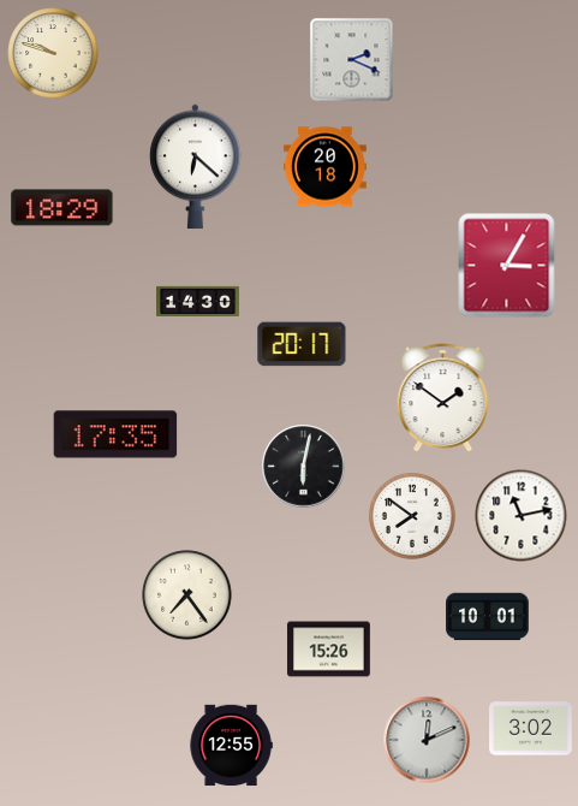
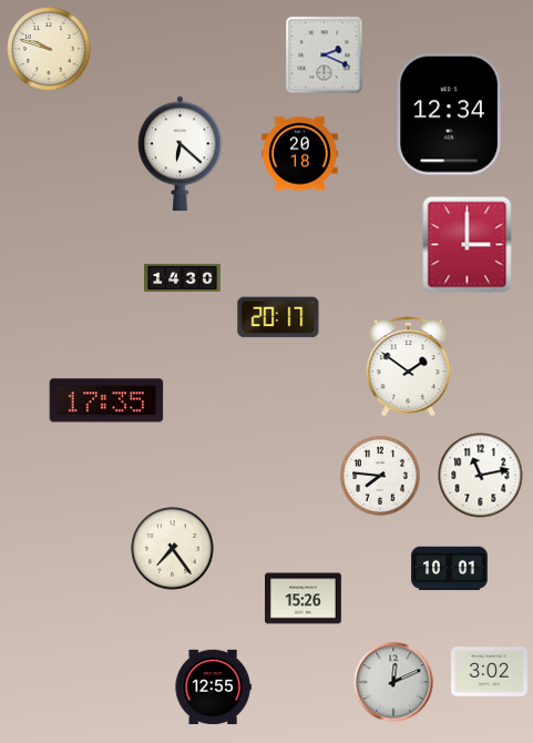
clock at (450, 114): none -> 12:34
clock at (62, 208): 18:29 -> none
clock at (507, 266): 3:05 -> 3:00
clock at (304, 467): 6:02 -> none
clock at (412, 516): 7:51 -> 7:46
